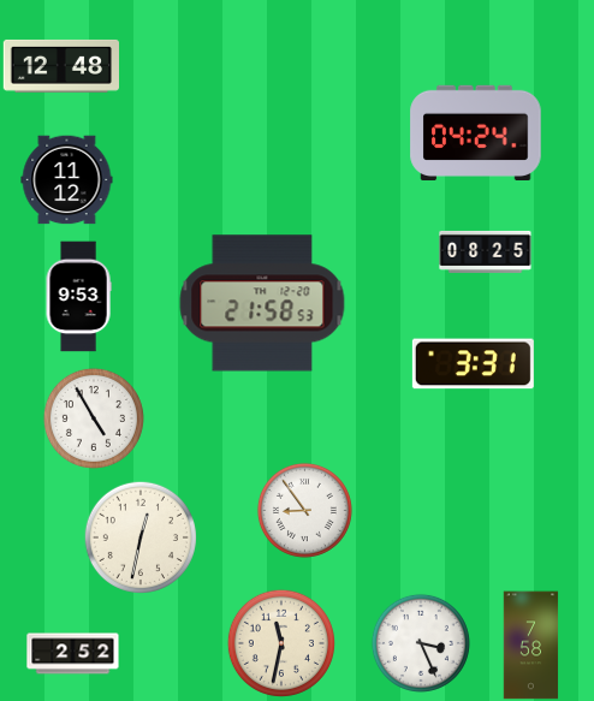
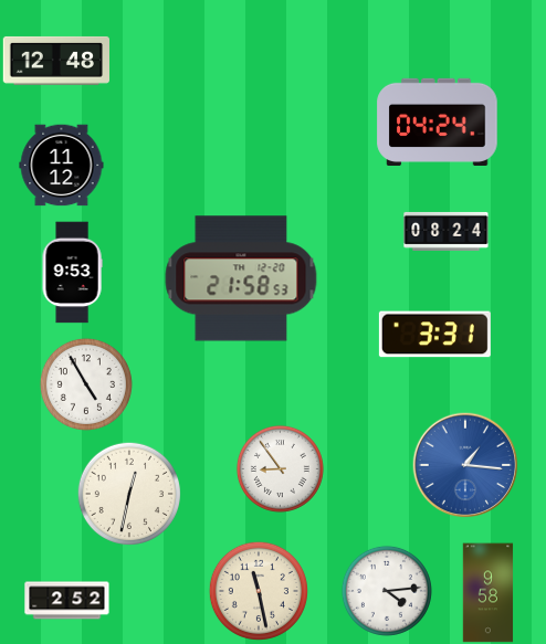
clock at (486, 251): 08:25 -> 08:24
clock at (465, 465): none -> 1:16
clock at (281, 643): 11:32 -> 11:28
clock at (421, 643): 3:26 -> 4:14
clock at (531, 646): 7:58 -> 9:58
